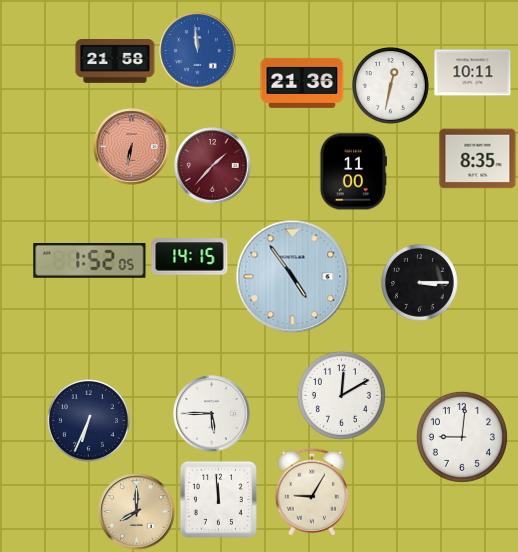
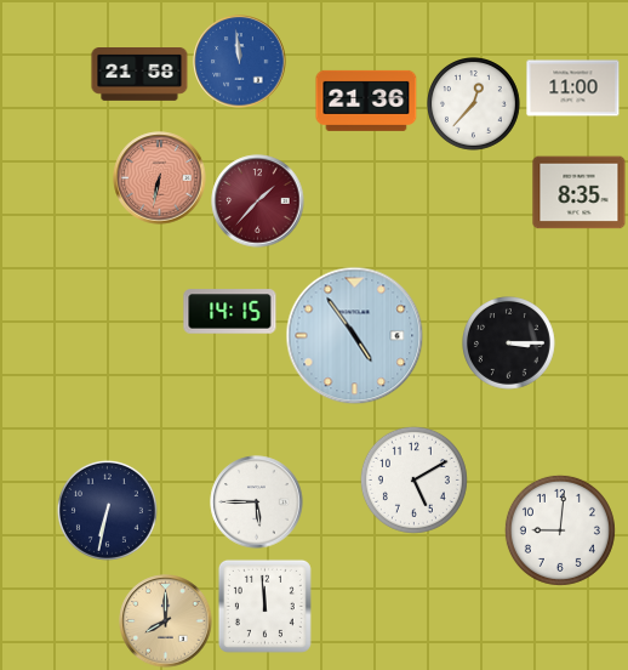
clock at (473, 73): 10:11 -> 11:00
clock at (391, 86): 12:32 -> 12:37
clock at (353, 172): 11:00 -> none
clock at (90, 261): 1:52 -> none
clock at (341, 395): 12:10 -> 5:10
clock at (88, 420): 6:34 -> 6:32
clock at (312, 492): 9:05 -> none
